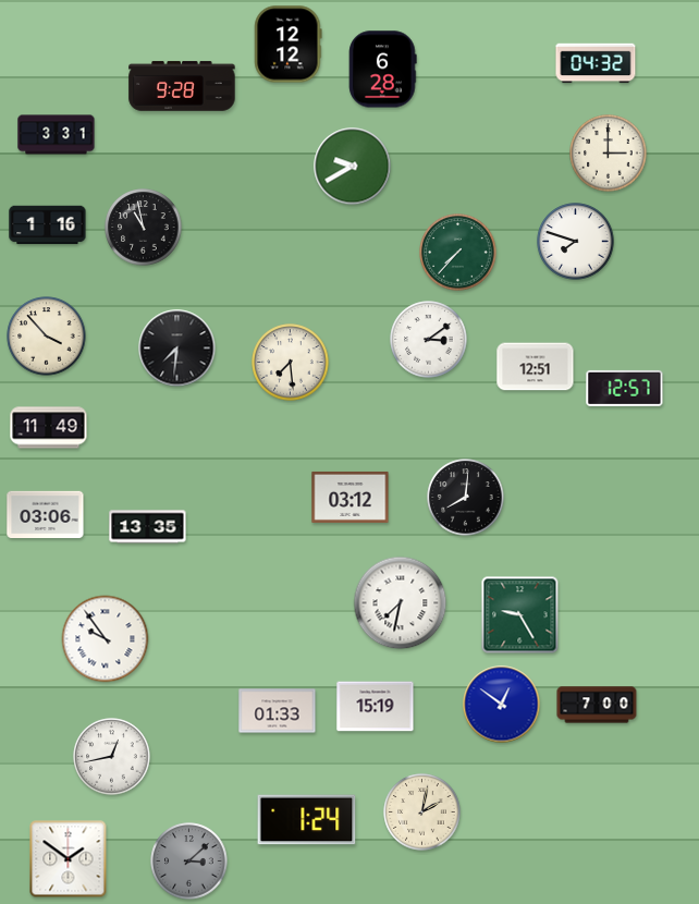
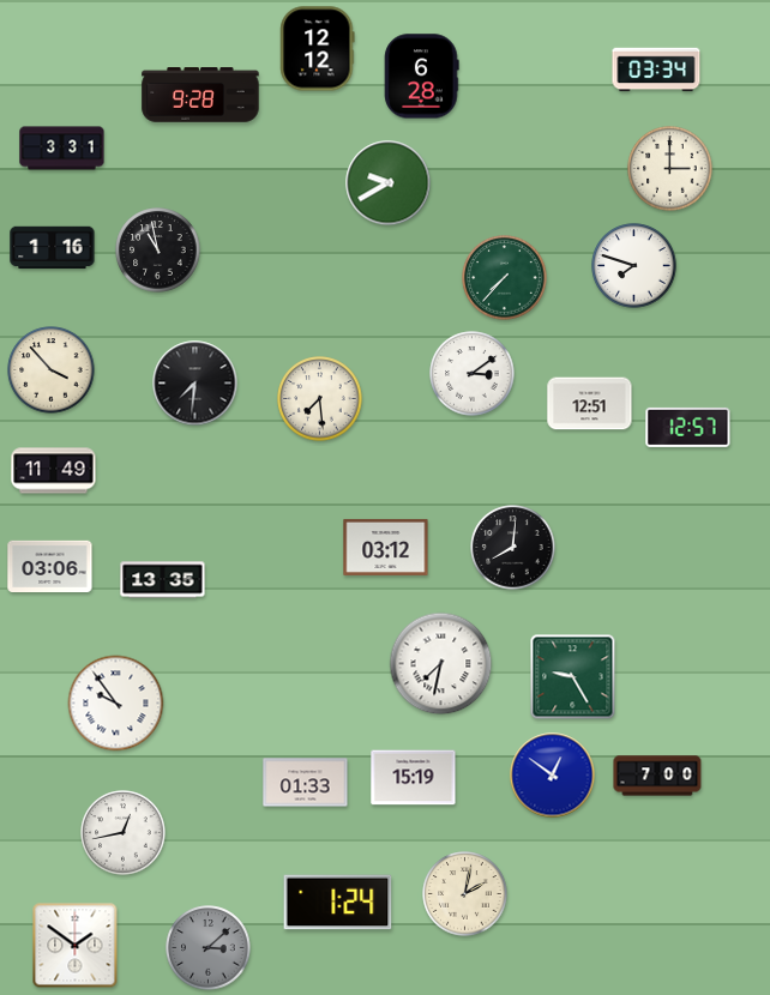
clock at (596, 63): 04:32 -> 03:34
